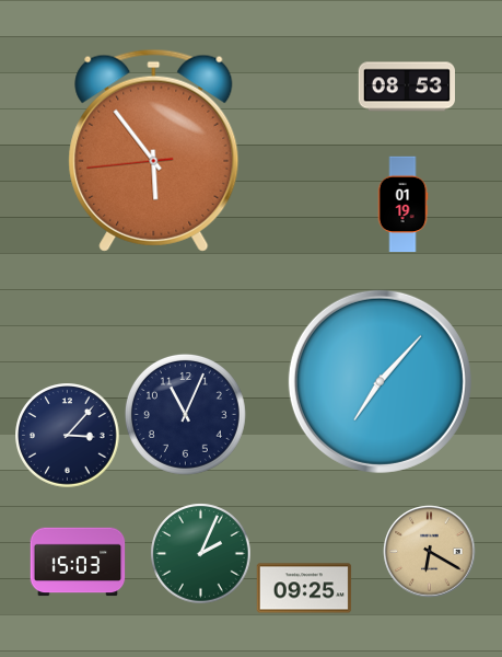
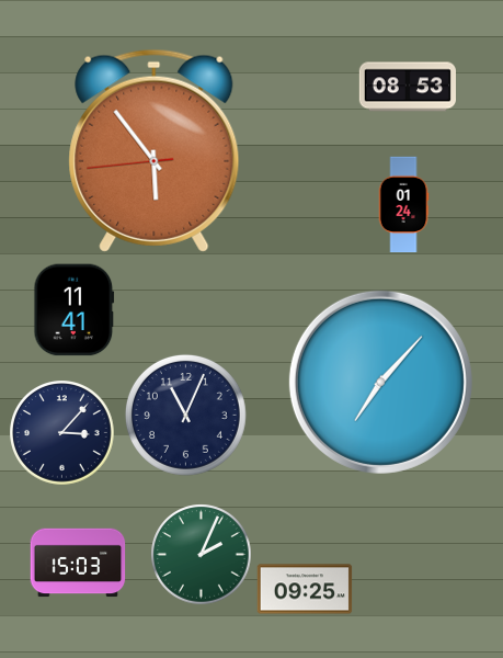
clock at (402, 205): 01:19 -> 01:24
clock at (75, 310): none -> 11:41
clock at (68, 436) position: (68, 436) -> (62, 433)
clock at (430, 552): 6:20 -> none
